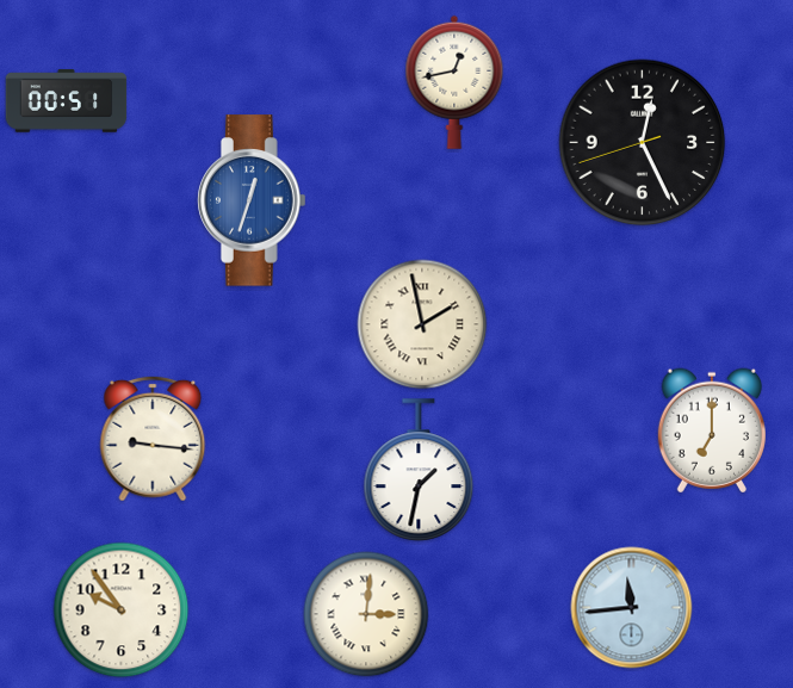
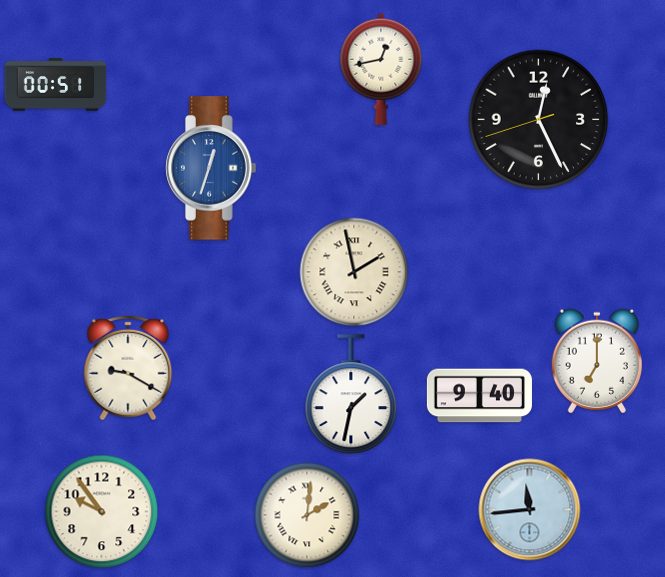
clock at (153, 439): 9:16 -> 9:20
clock at (479, 396): none -> 9:40
clock at (366, 614): 3:01 -> 2:01
